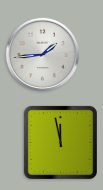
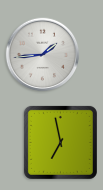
clock at (60, 142): 11:58 -> 6:58
